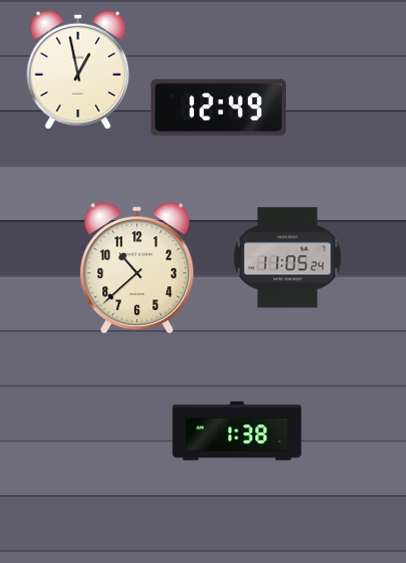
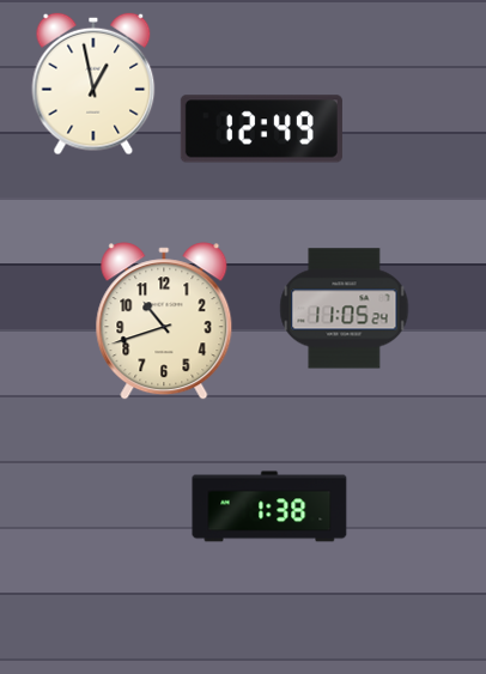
clock at (137, 268): 10:38 -> 10:42
clock at (237, 431) position: (237, 431) -> (269, 506)
